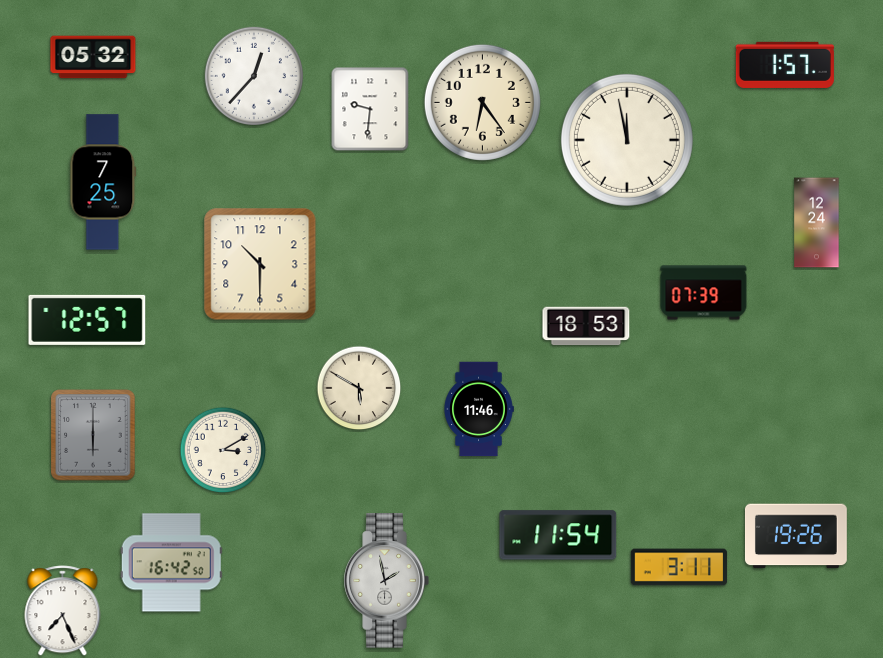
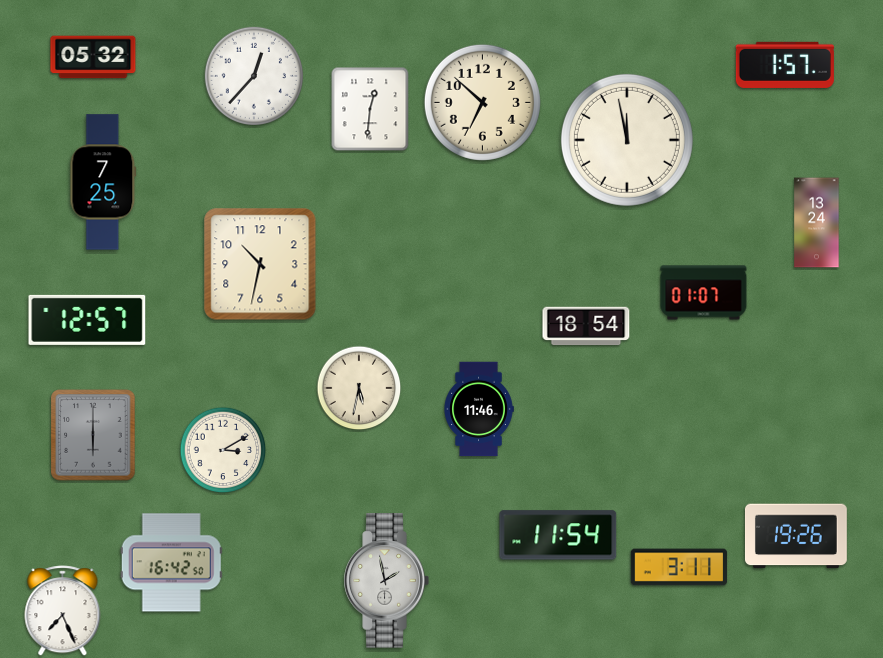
clock at (482, 102): 6:24 -> 6:52
clock at (370, 109): 9:31 -> 12:31
clock at (817, 223): 12:24 -> 13:24
clock at (260, 264): 10:30 -> 10:32
clock at (704, 293): 07:39 -> 01:07
clock at (586, 326): 18:53 -> 18:54
clock at (359, 388): 5:50 -> 5:32
